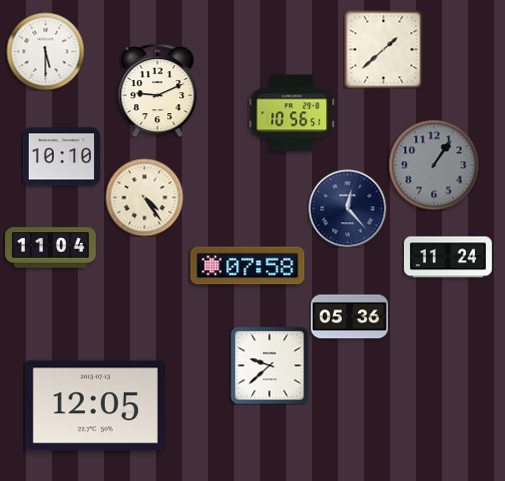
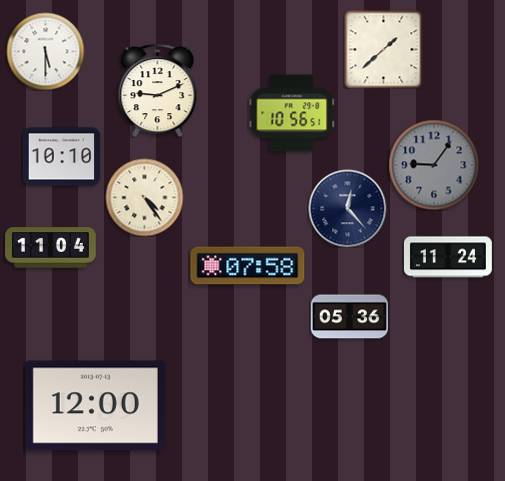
clock at (434, 165): 1:06 -> 9:06
clock at (269, 365): 9:38 -> none
clock at (95, 406): 12:05 -> 12:00
